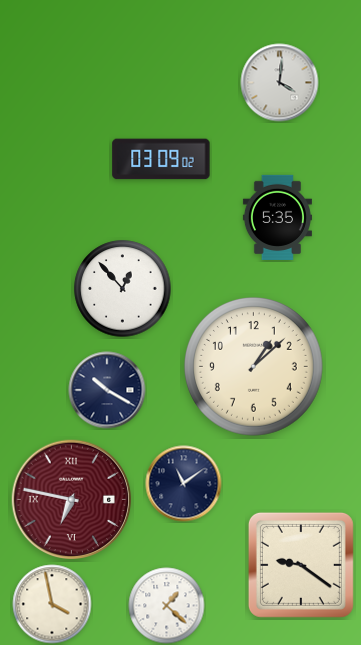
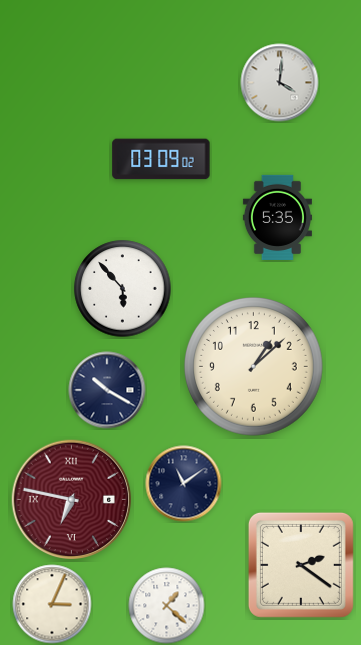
clock at (123, 289): 12:53 -> 5:53
clock at (301, 565): 9:21 -> 2:21
clock at (52, 604): 3:58 -> 3:04
